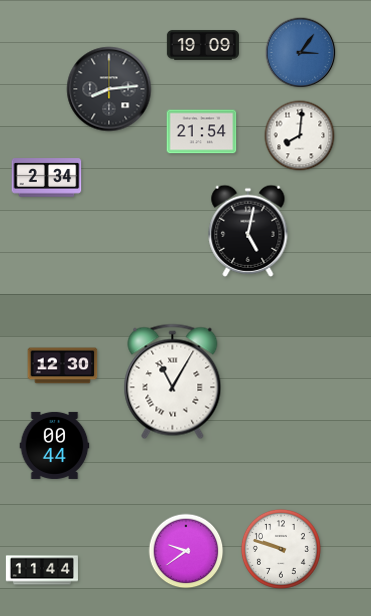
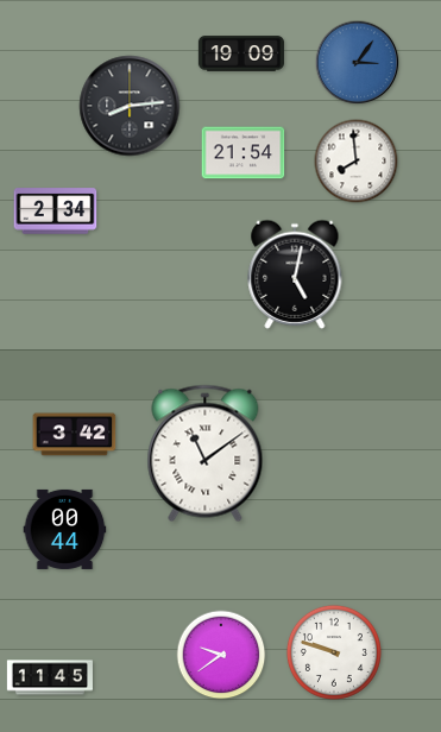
clock at (202, 132) position: (202, 132) -> (244, 153)
clock at (300, 136): 8:01 -> 7:59
clock at (63, 366): 12:30 -> 3:42
clock at (173, 382): 11:05 -> 11:09
clock at (42, 570): 11:44 -> 11:45
